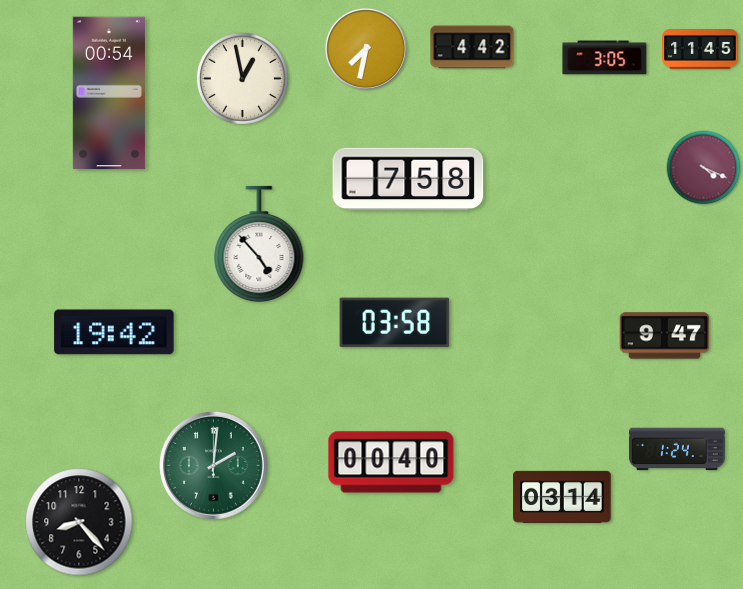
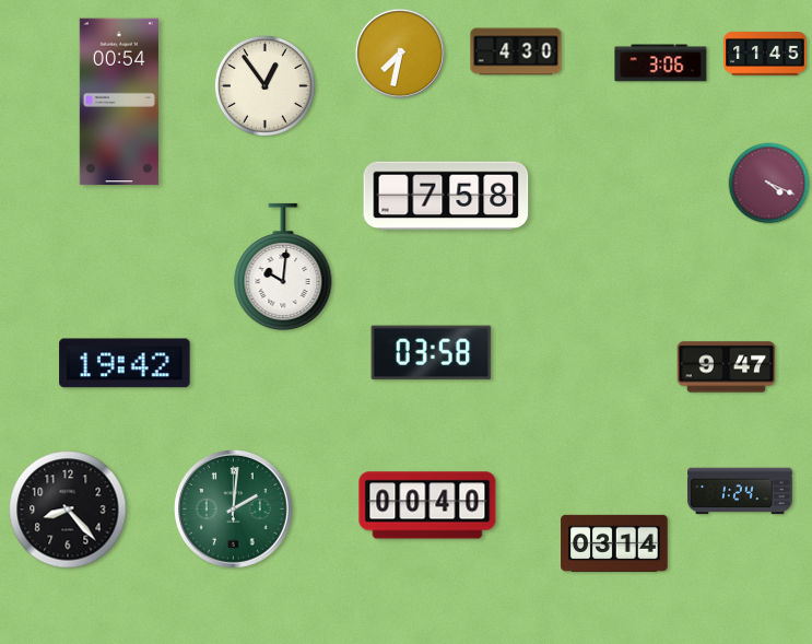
clock at (472, 47): 4:42 -> 4:30
clock at (605, 58): 3:05 -> 3:06
clock at (242, 78): 12:58 -> 12:54
clock at (259, 244): 4:53 -> 10:01
clock at (79, 522) position: (79, 522) -> (68, 510)
